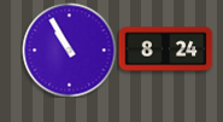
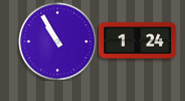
clock at (165, 50): 8:24 -> 1:24
